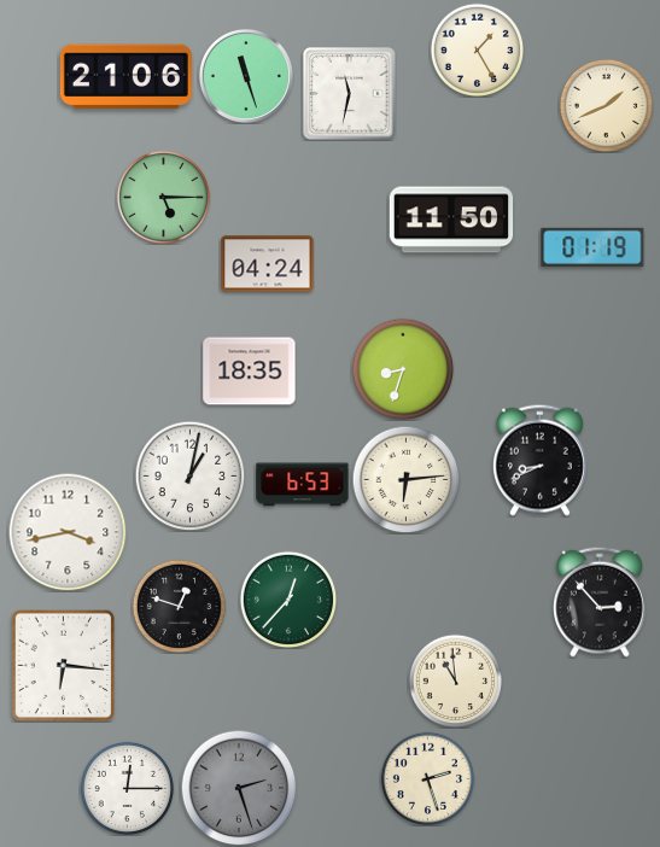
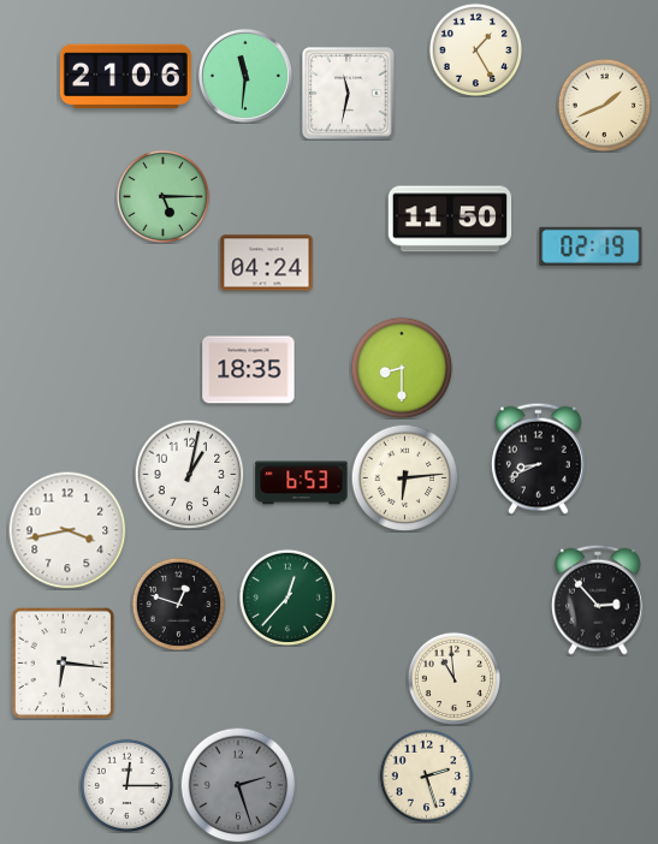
clock at (246, 76): 11:27 -> 11:31
clock at (592, 247): 01:19 -> 02:19
clock at (403, 369): 8:33 -> 8:30
